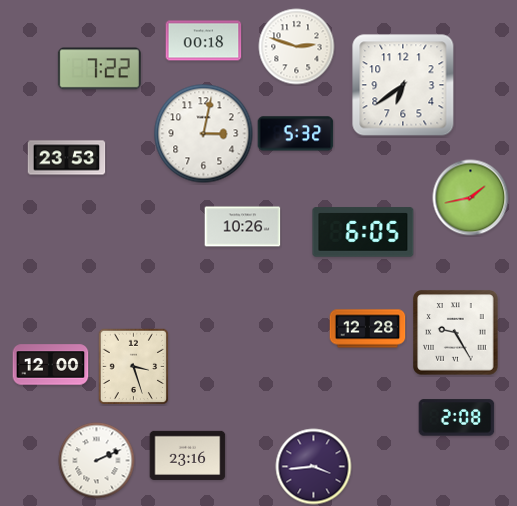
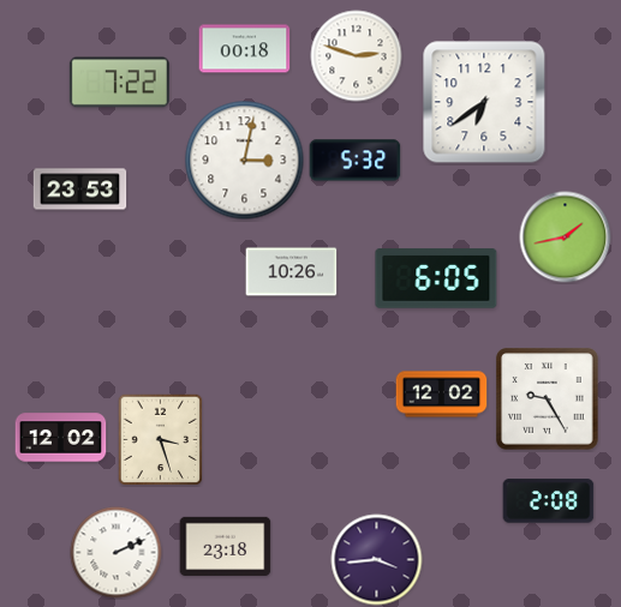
clock at (368, 329): 12:28 -> 12:02
clock at (51, 365): 12:00 -> 12:02
clock at (188, 455): 23:16 -> 23:18
